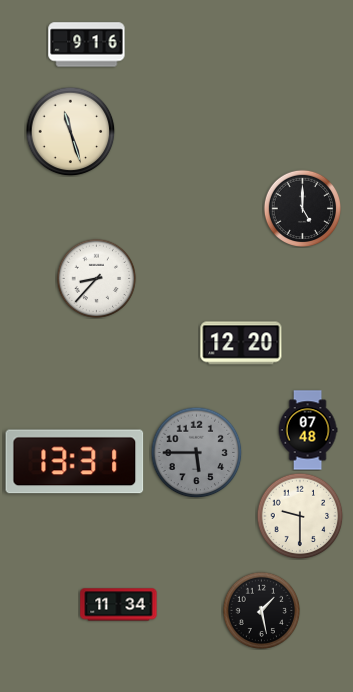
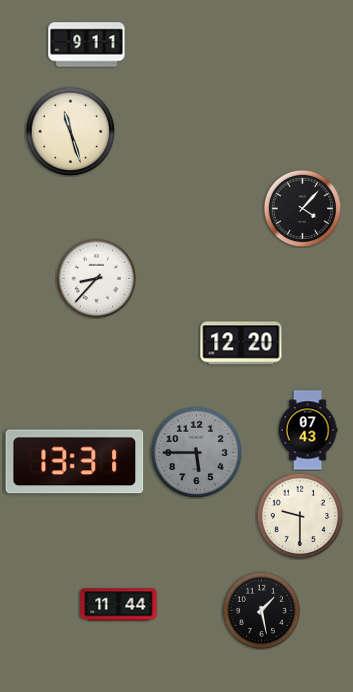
clock at (87, 45): 9:16 -> 9:11
clock at (302, 208): 5:00 -> 4:07
clock at (308, 430): 07:48 -> 07:43
clock at (119, 605): 11:34 -> 11:44
